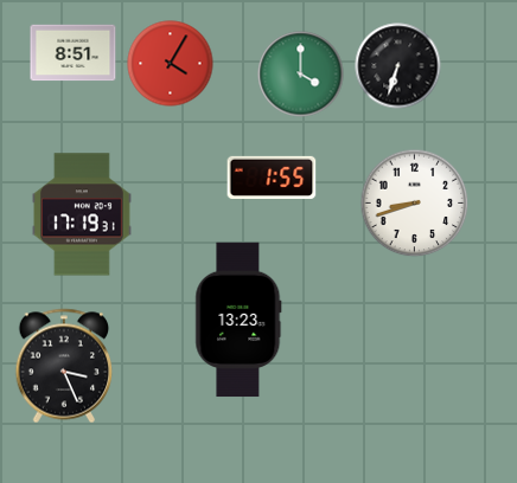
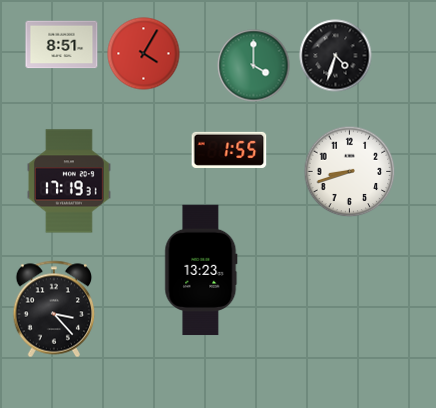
clock at (398, 66): 6:33 -> 4:33
clock at (301, 75) position: (301, 75) -> (254, 66)
clock at (64, 366): 3:26 -> 3:23
